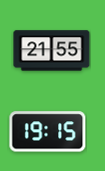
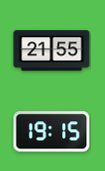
clock at (48, 132) position: (48, 132) -> (52, 132)
